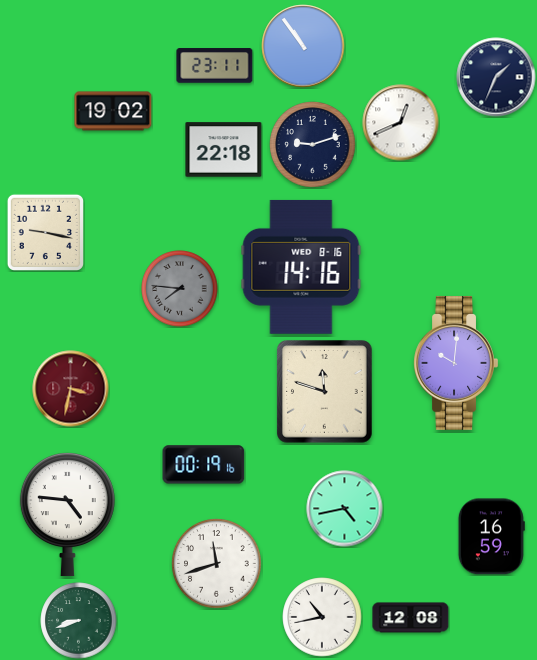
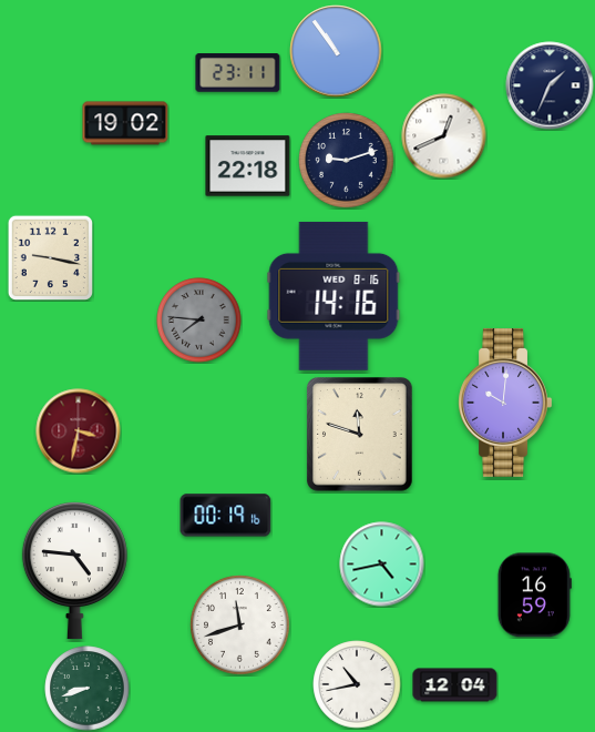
clock at (491, 537) position: (491, 537) -> (534, 596)
clock at (411, 618): 12:08 -> 12:04
